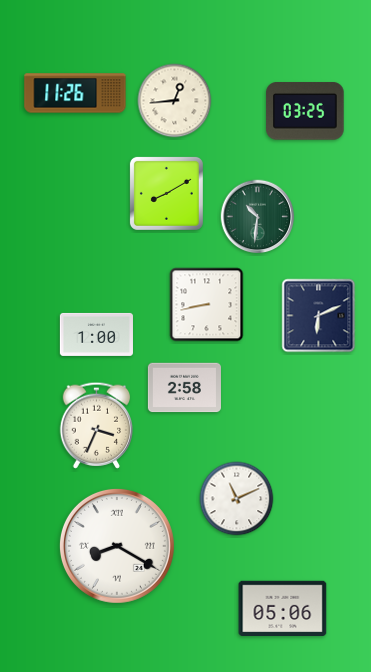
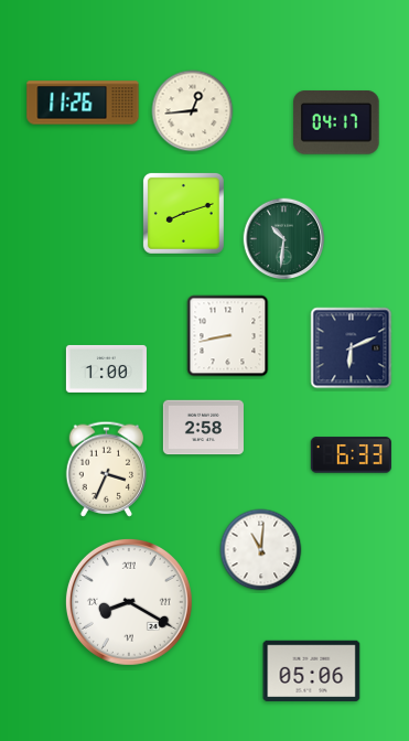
clock at (305, 111): 03:25 -> 04:17
clock at (166, 193): 8:10 -> 8:12
clock at (351, 455): none -> 6:33
clock at (237, 499): 11:11 -> 11:01
